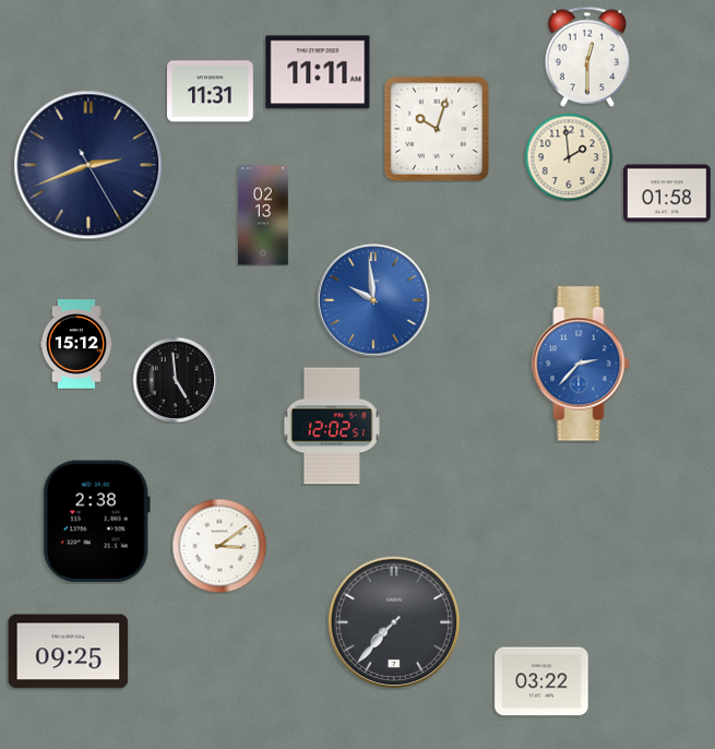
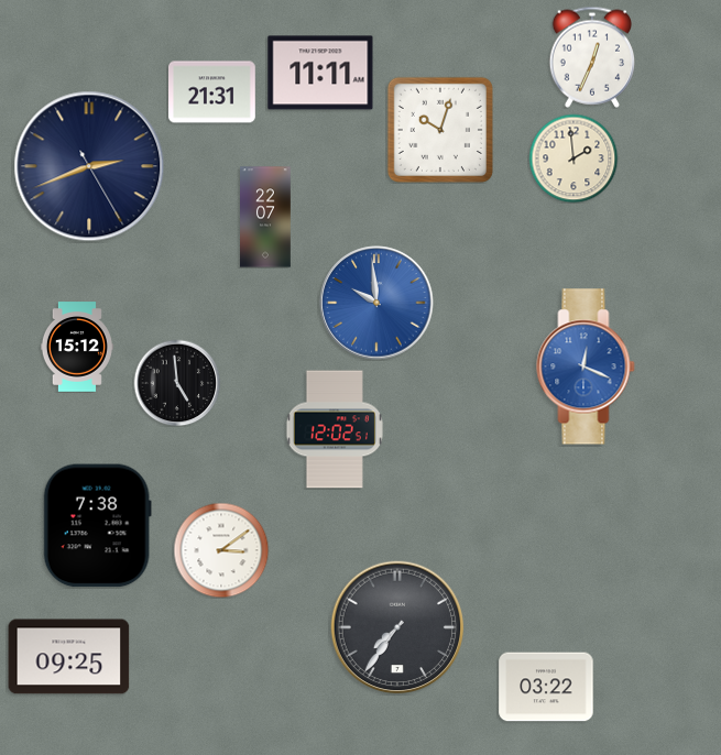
clock at (586, 57): 12:30 -> 12:34
clock at (211, 92): 11:31 -> 21:31
clock at (667, 193): 01:58 -> none
clock at (263, 215): 02:13 -> 22:07
clock at (581, 364): 2:37 -> 12:19
clock at (96, 522): 2:38 -> 7:38
clock at (394, 622): 7:37 -> 7:36
